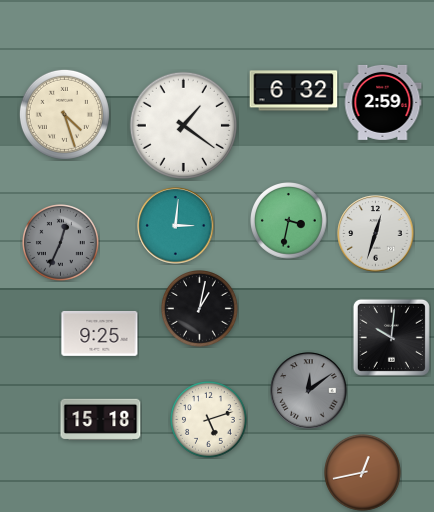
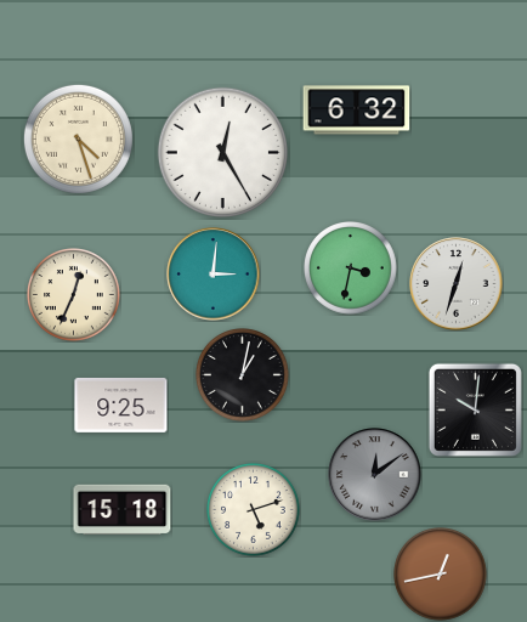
clock at (383, 102): 2:59 -> none
clock at (183, 125): 1:21 -> 12:25
clock at (61, 243) dial: grey -> cream
